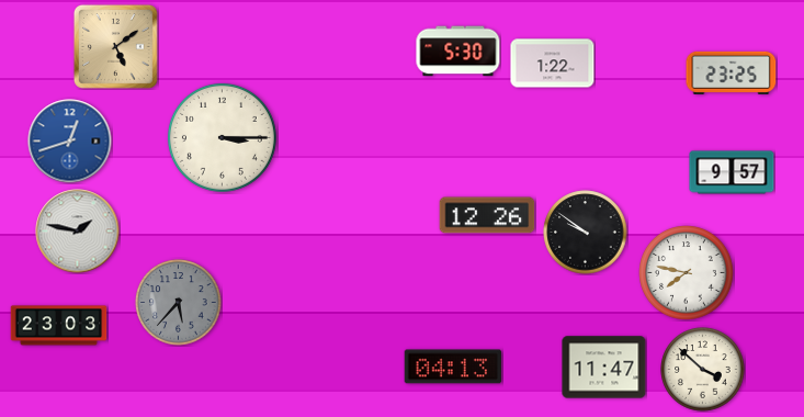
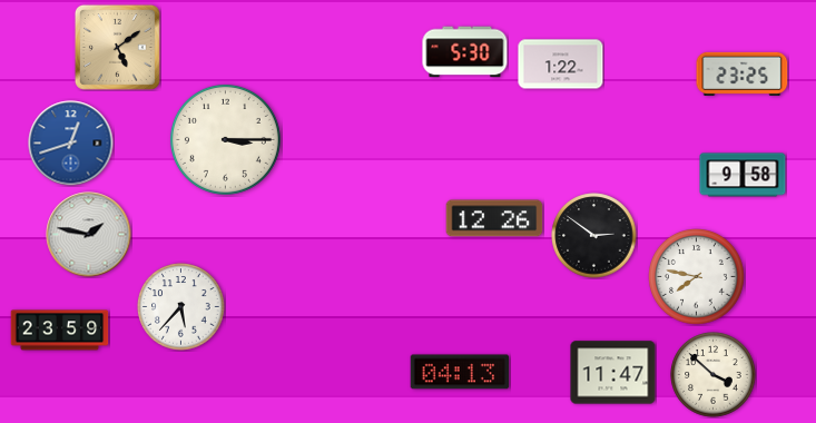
clock at (732, 172): 9:57 -> 9:58
clock at (78, 232) position: (78, 232) -> (89, 235)
clock at (586, 233): 9:51 -> 2:51
clock at (179, 303) dial: grey -> white
clock at (59, 326): 23:03 -> 23:59
